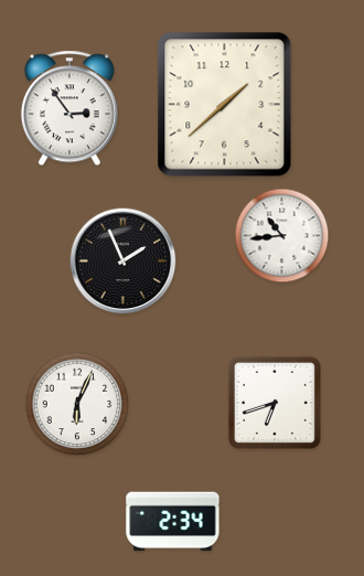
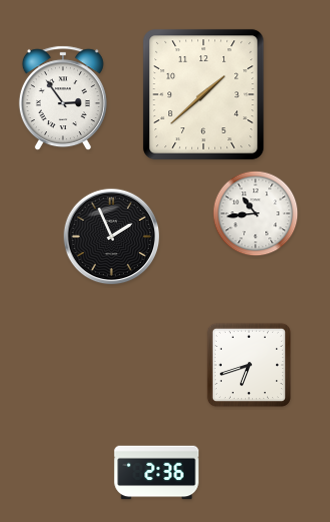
clock at (77, 404): 6:04 -> none
clock at (173, 522): 2:34 -> 2:36
